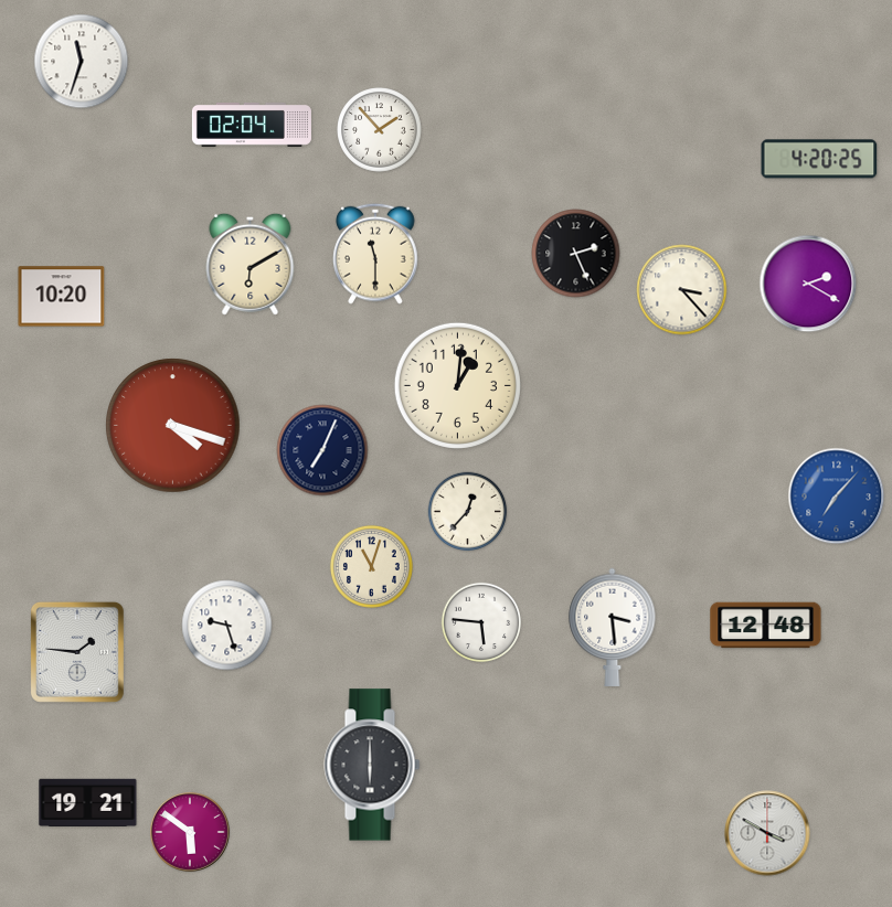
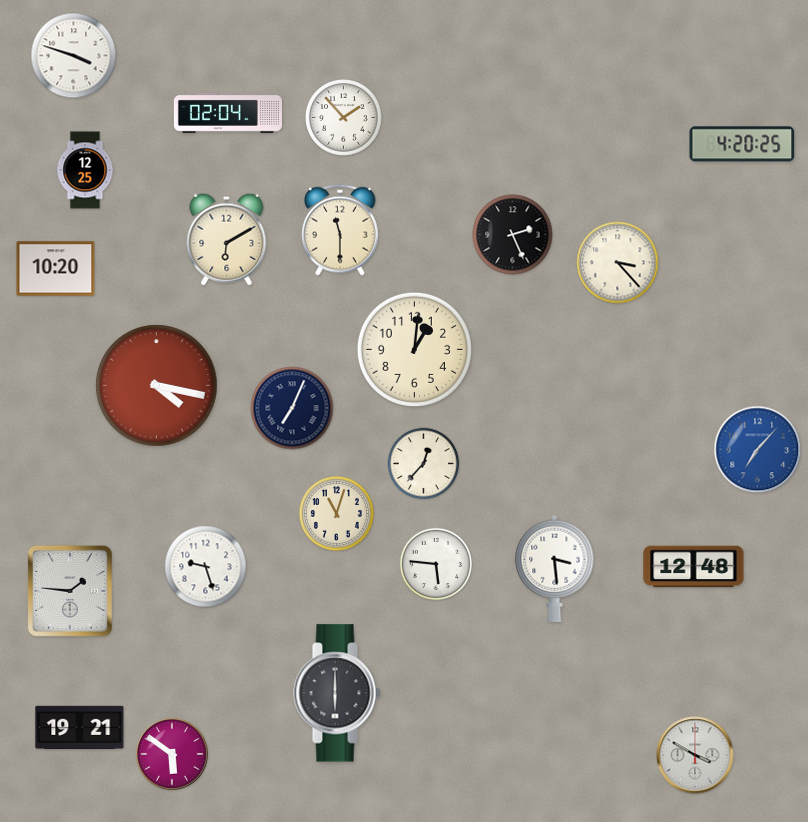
clock at (82, 62): 11:33 -> 3:48
clock at (85, 170): none -> 12:25
clock at (576, 254) position: (576, 254) -> (513, 235)
clock at (808, 284): 2:20 -> none
clock at (173, 426): 4:18 -> 4:17
